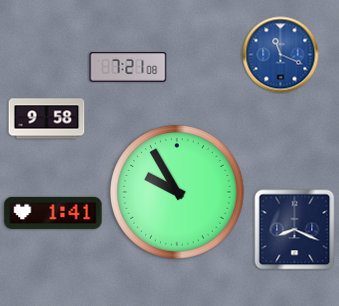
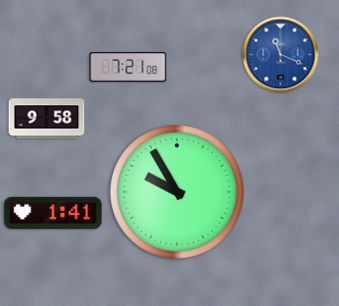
clock at (295, 230): 8:19 -> none
